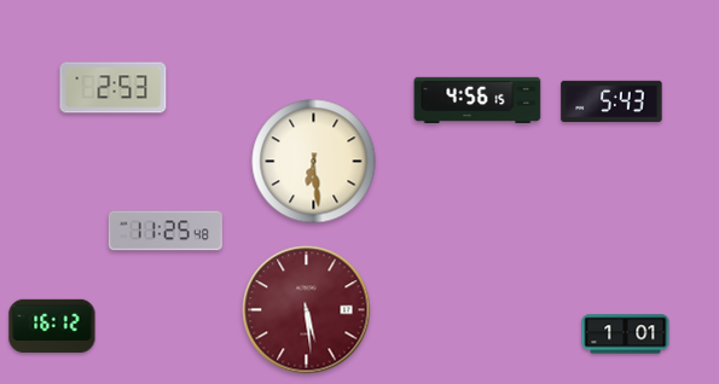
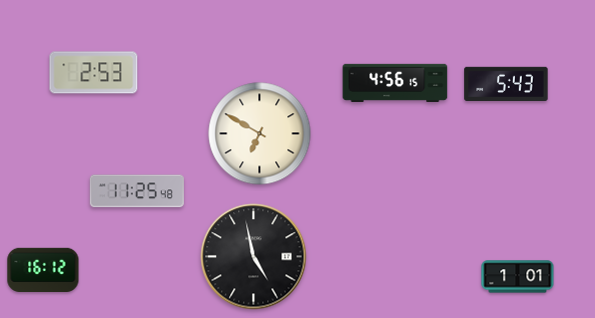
clock at (314, 162): 6:29 -> 6:50
clock at (307, 310): 5:29 -> 4:58
clock at (307, 310) dial: burgundy -> black
